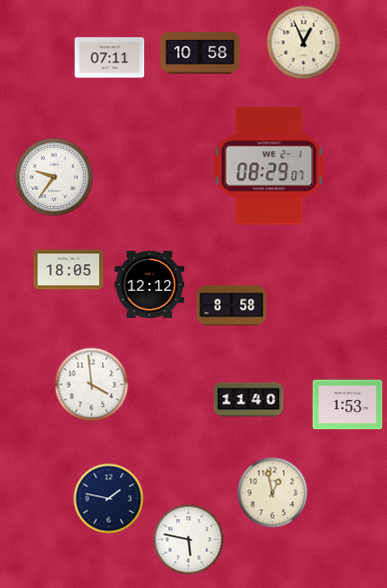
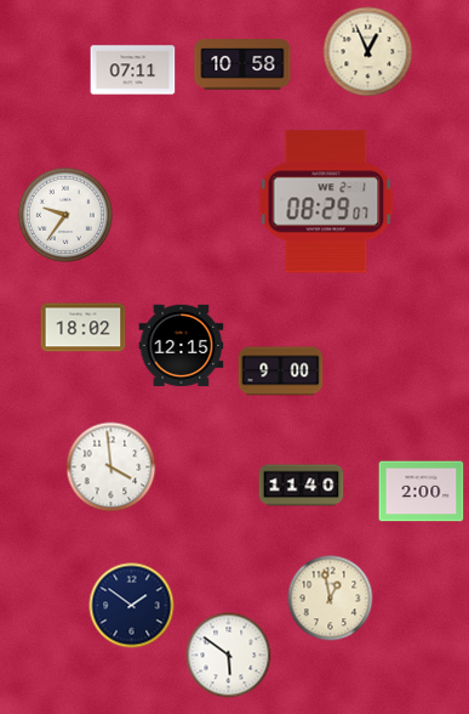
clock at (69, 270): 18:05 -> 18:02
clock at (150, 284): 12:12 -> 12:15
clock at (232, 306): 8:58 -> 9:00
clock at (348, 405): 1:53 -> 2:00
clock at (109, 499): 1:47 -> 1:51
clock at (189, 540): 5:47 -> 5:51
